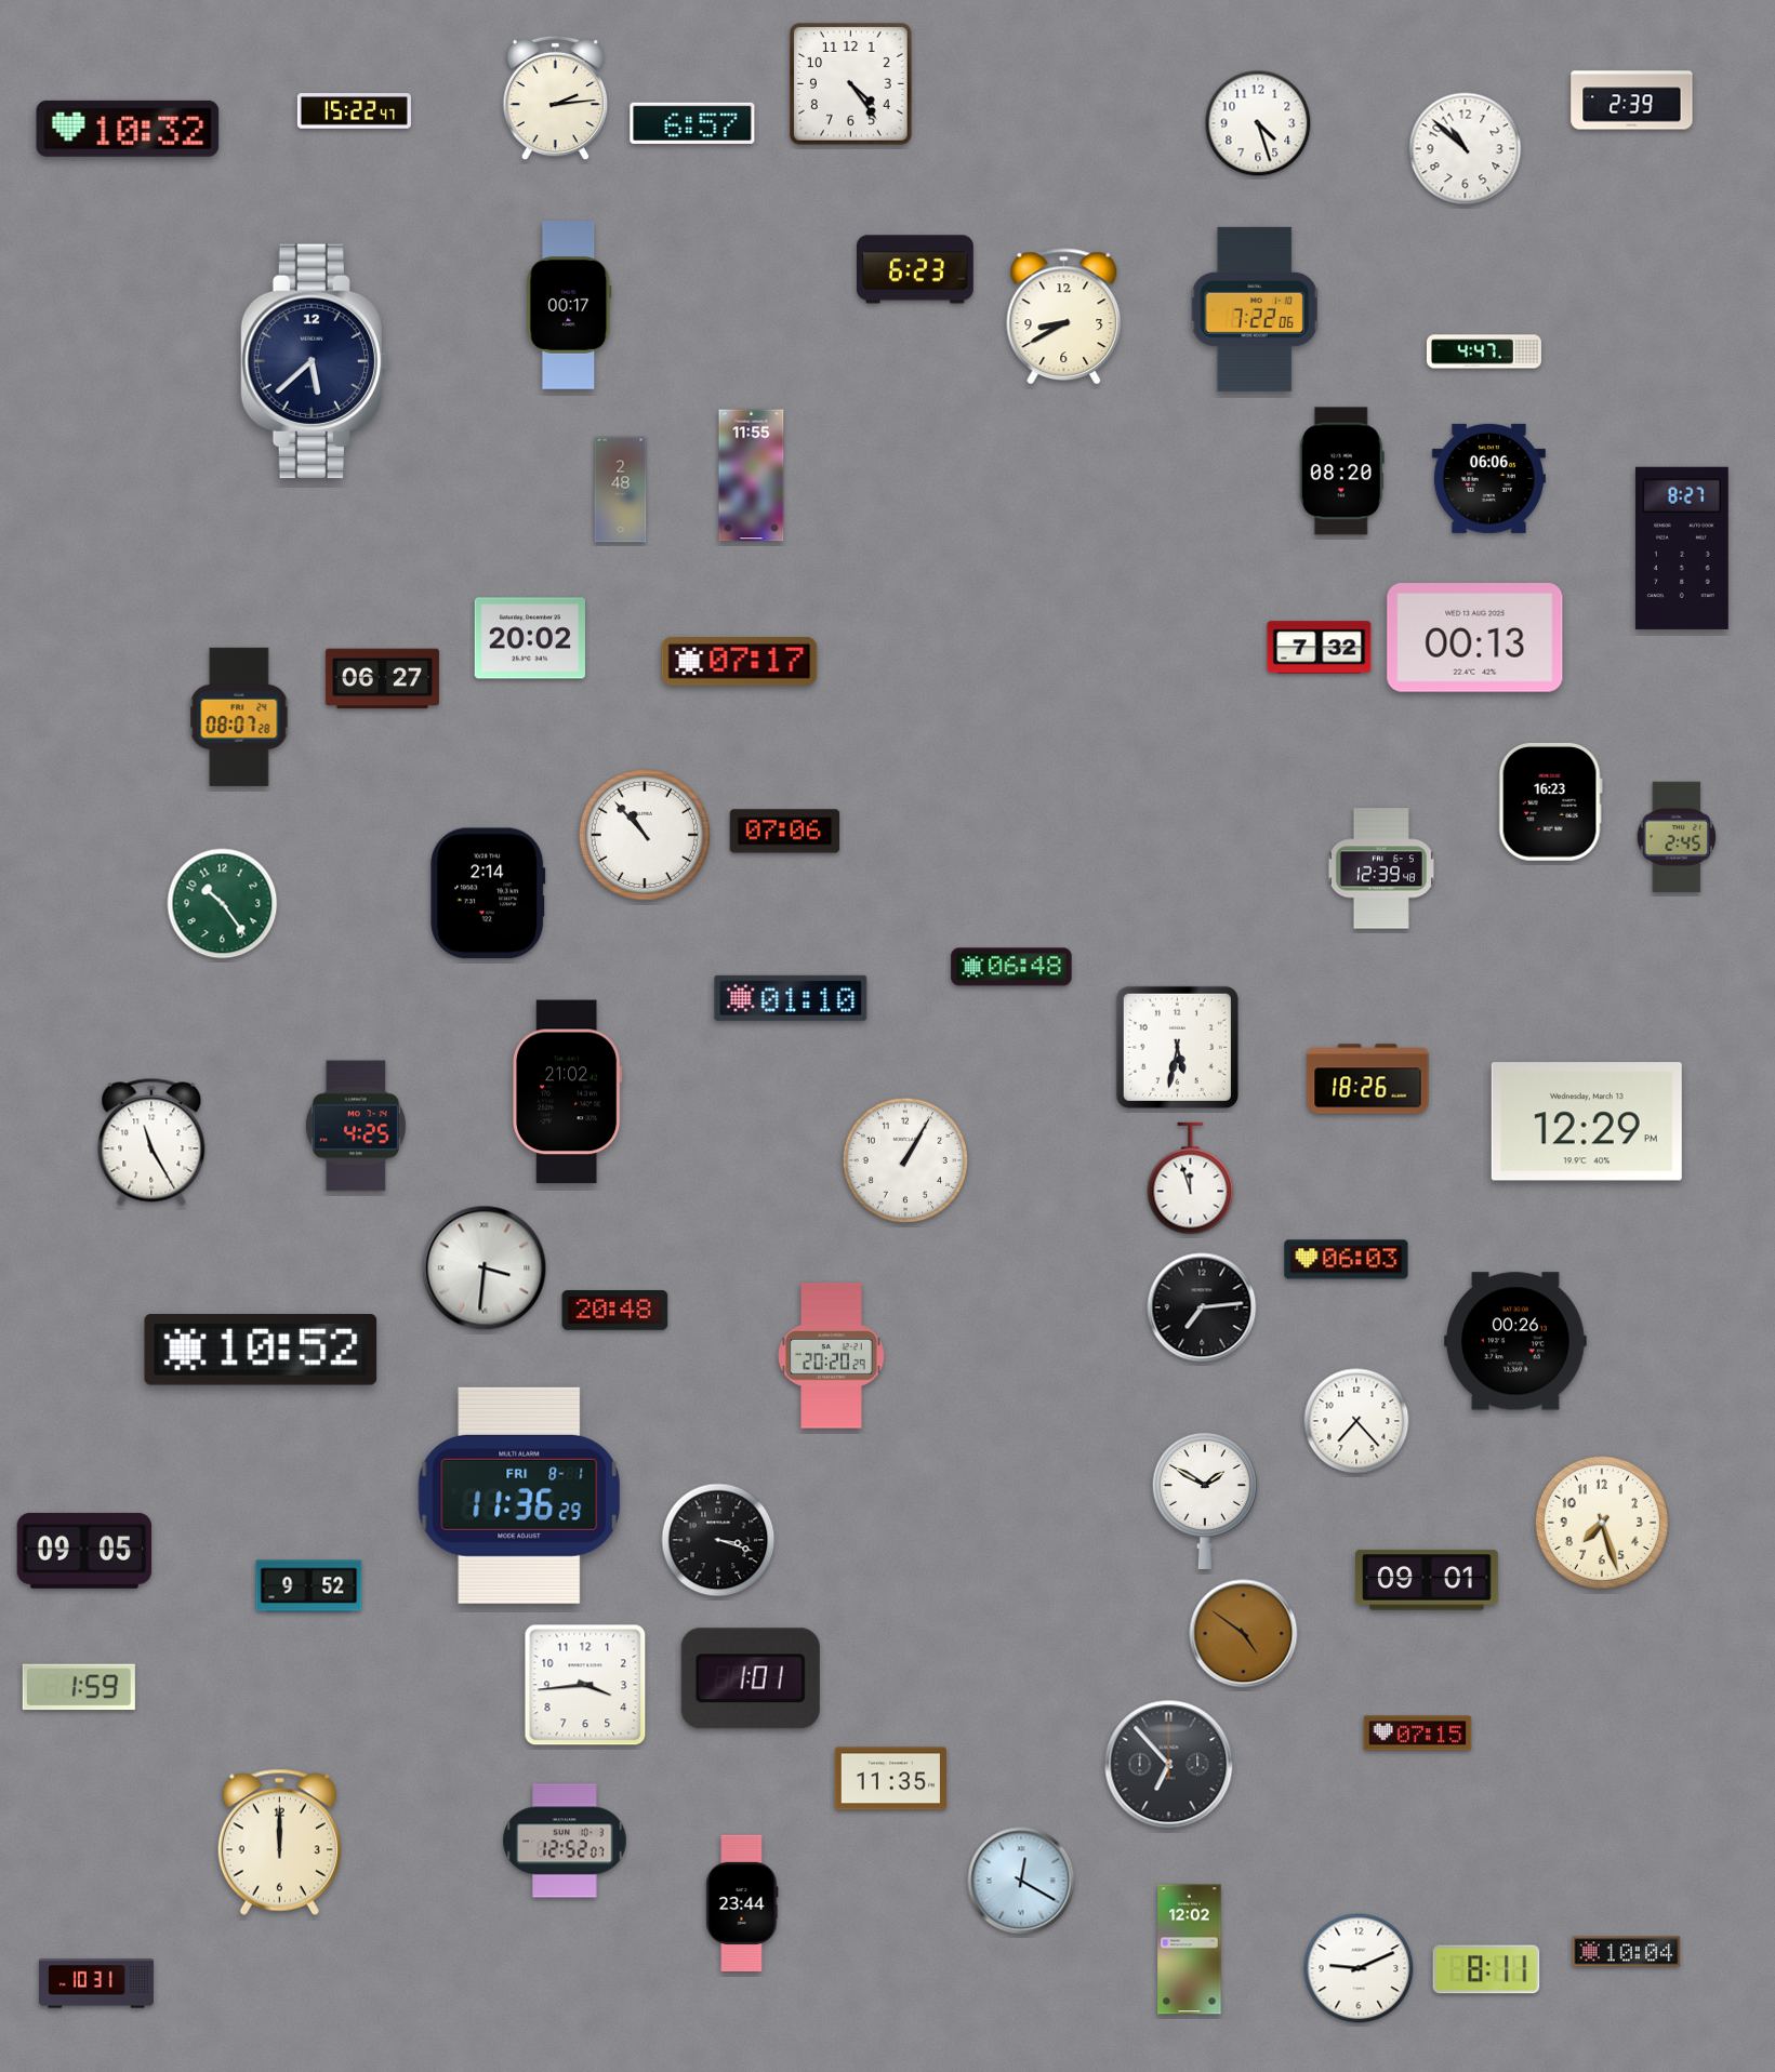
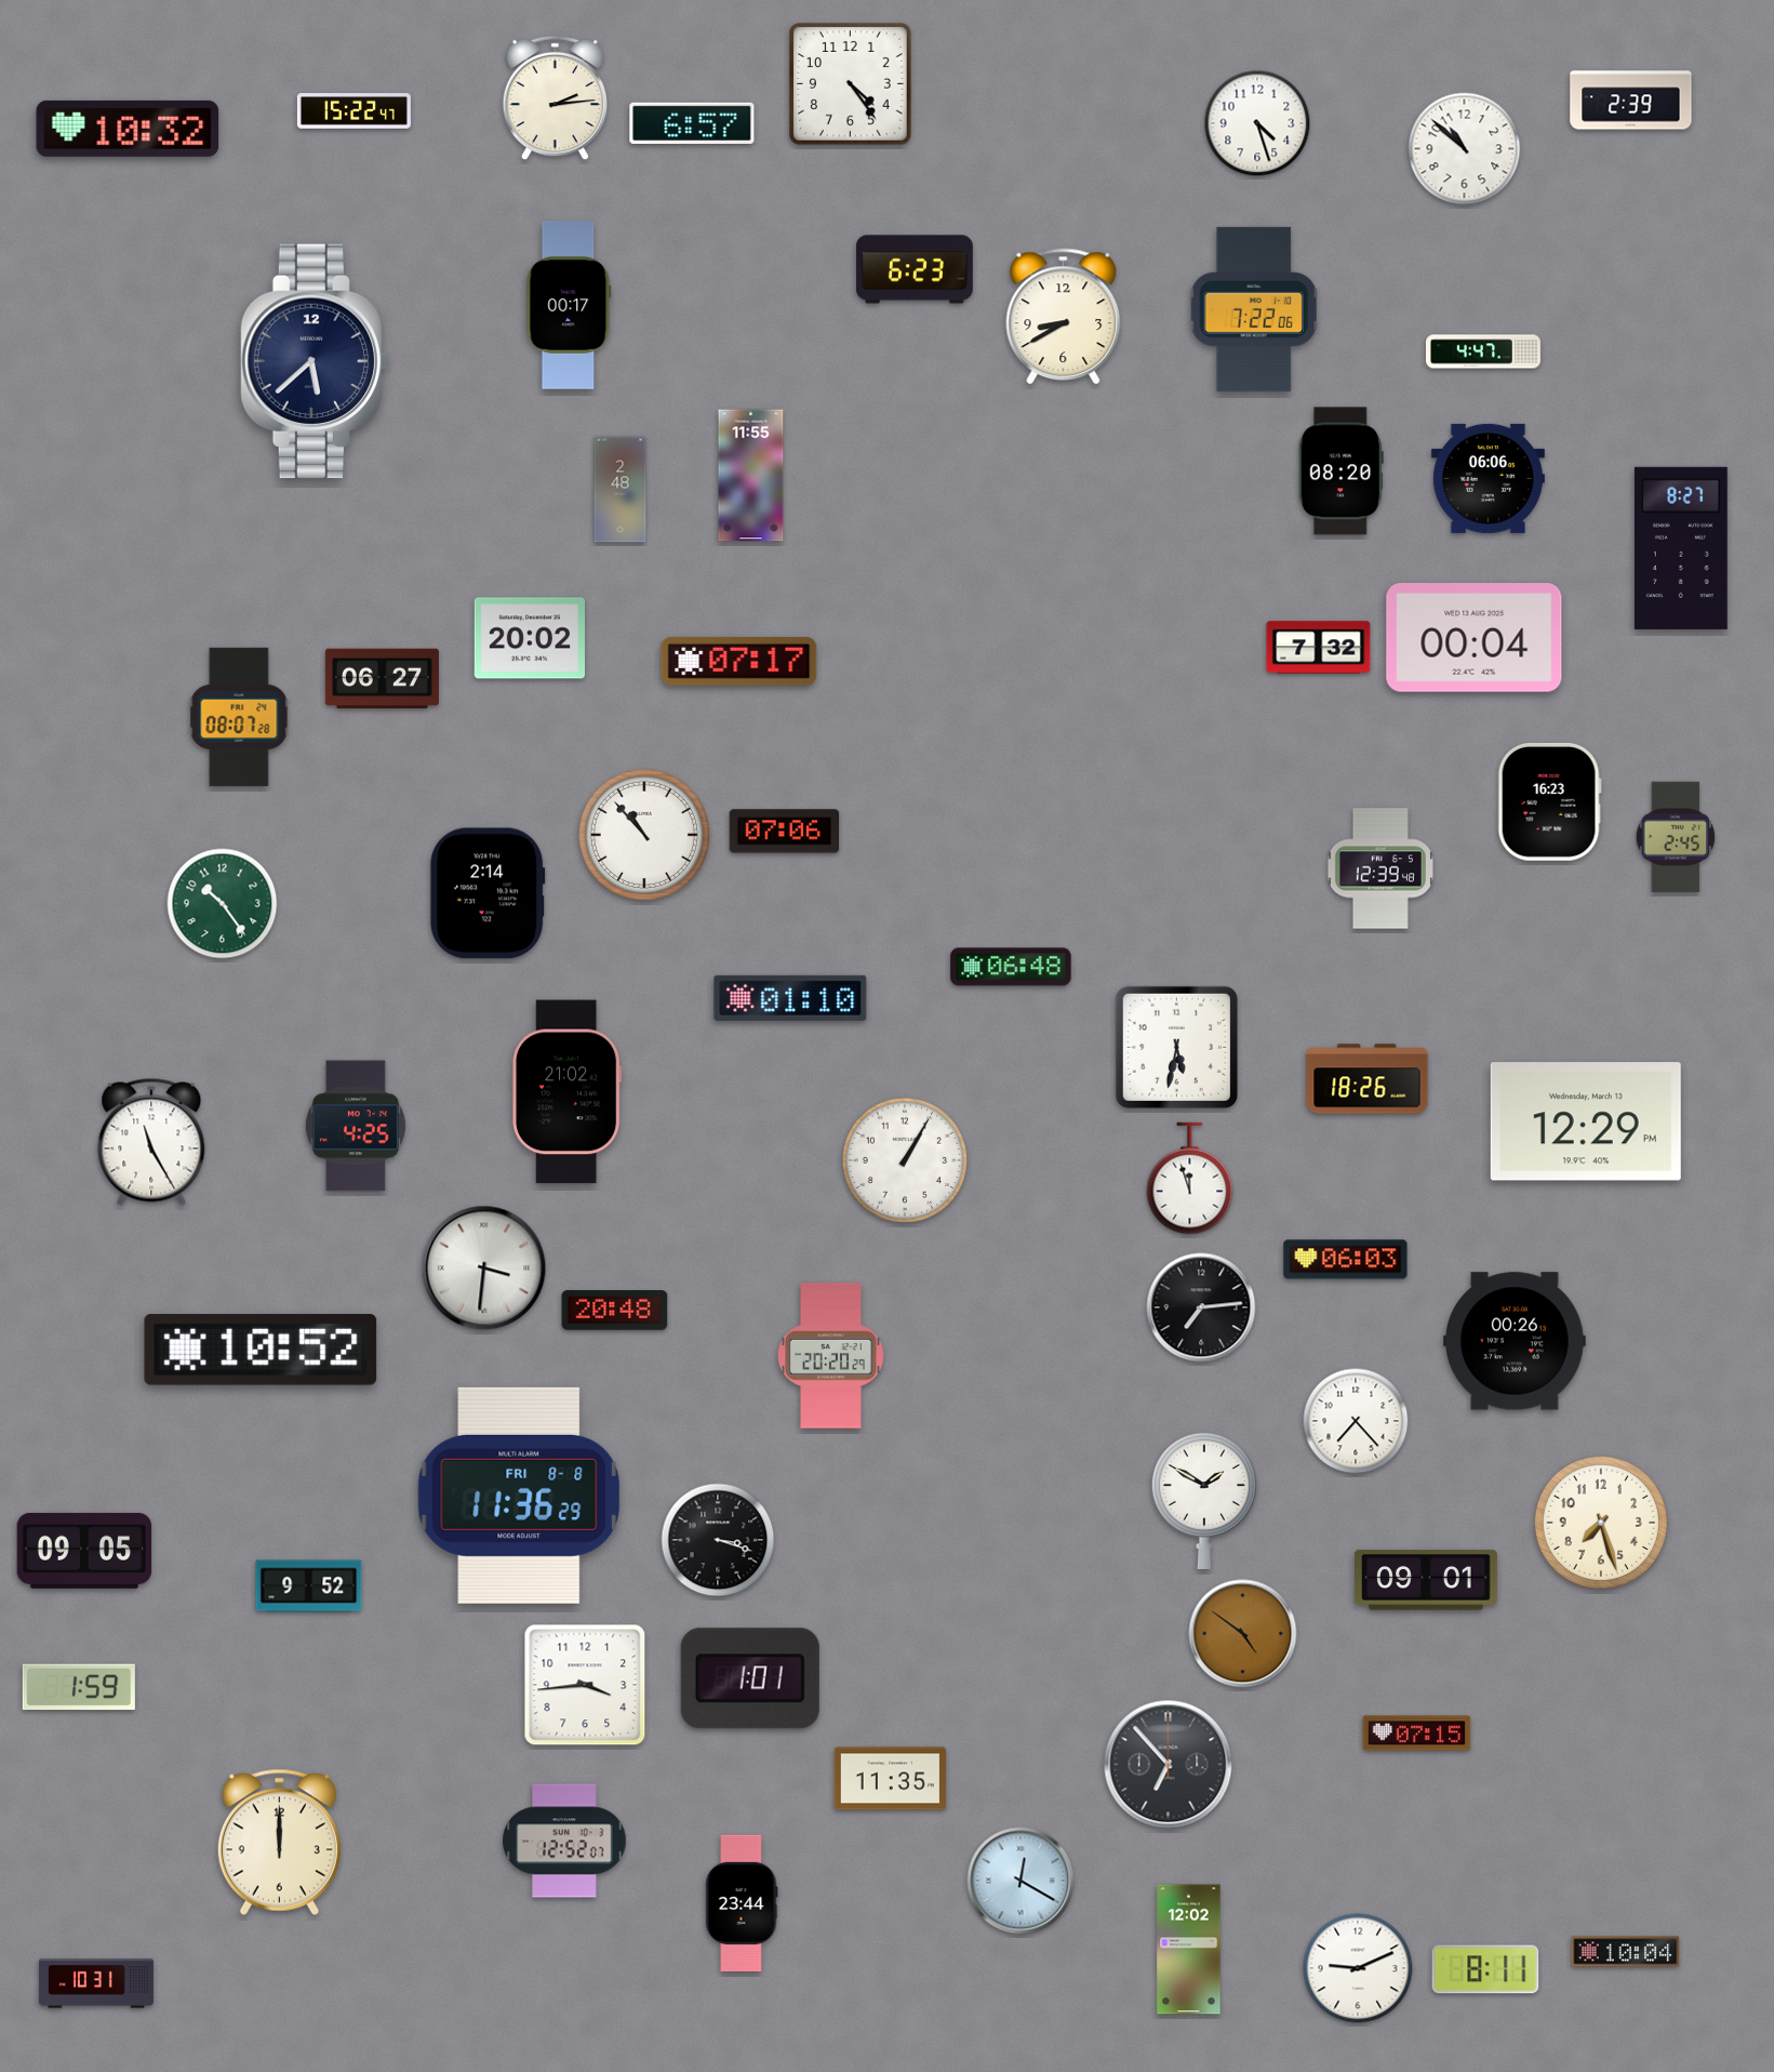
clock at (1475, 638): 00:13 -> 00:04
clock at (519, 1496) date: FRI 8-1 -> FRI 8-8
